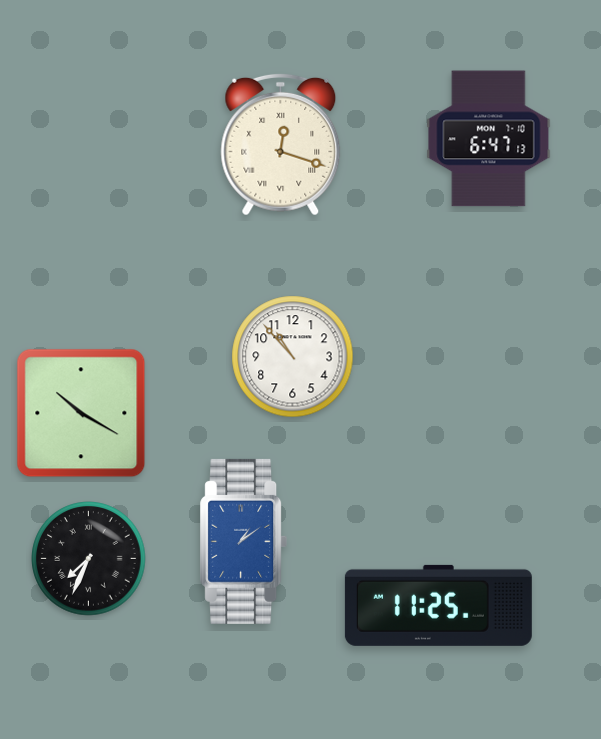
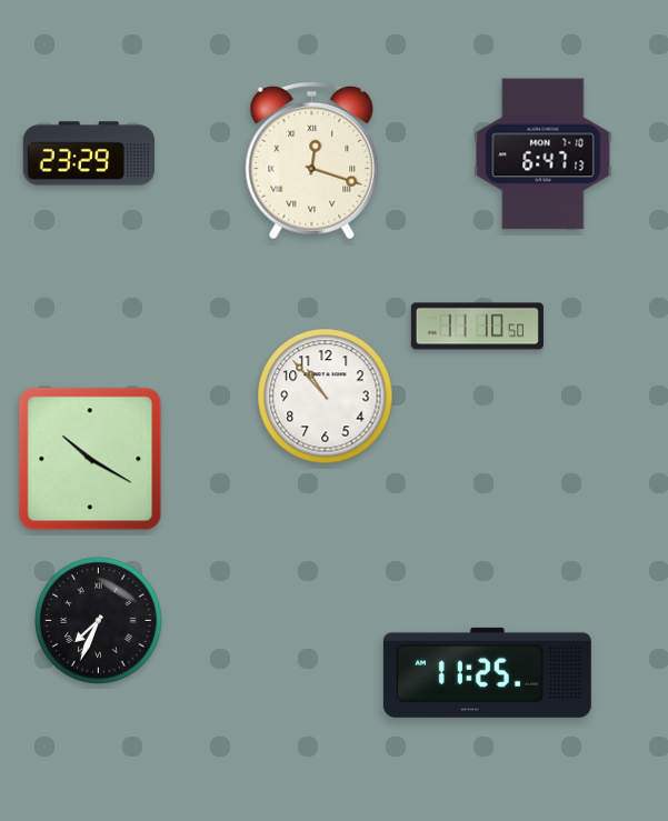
clock at (89, 153): none -> 23:29
clock at (477, 327): none -> 11:10
clock at (244, 541): 1:09 -> none
